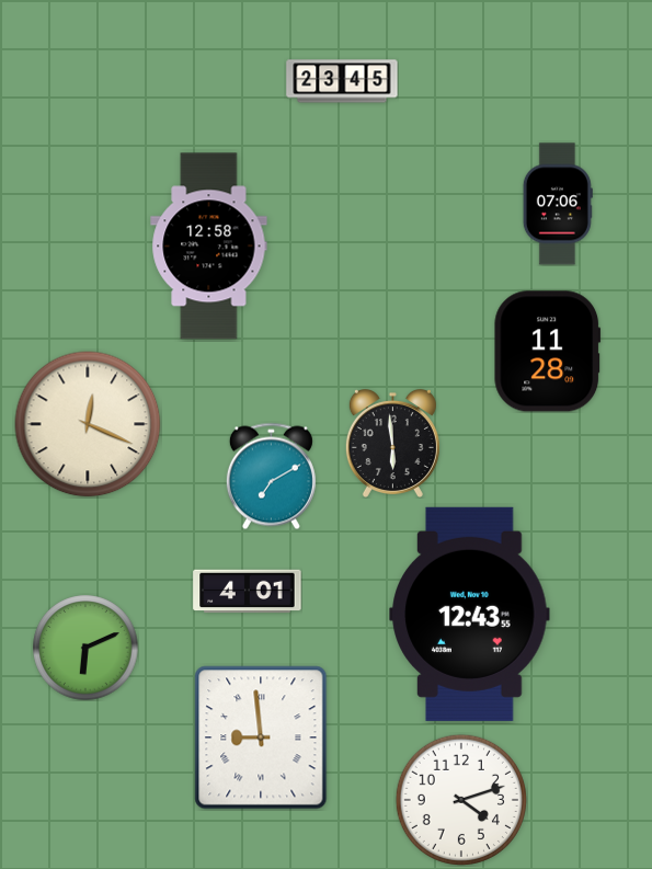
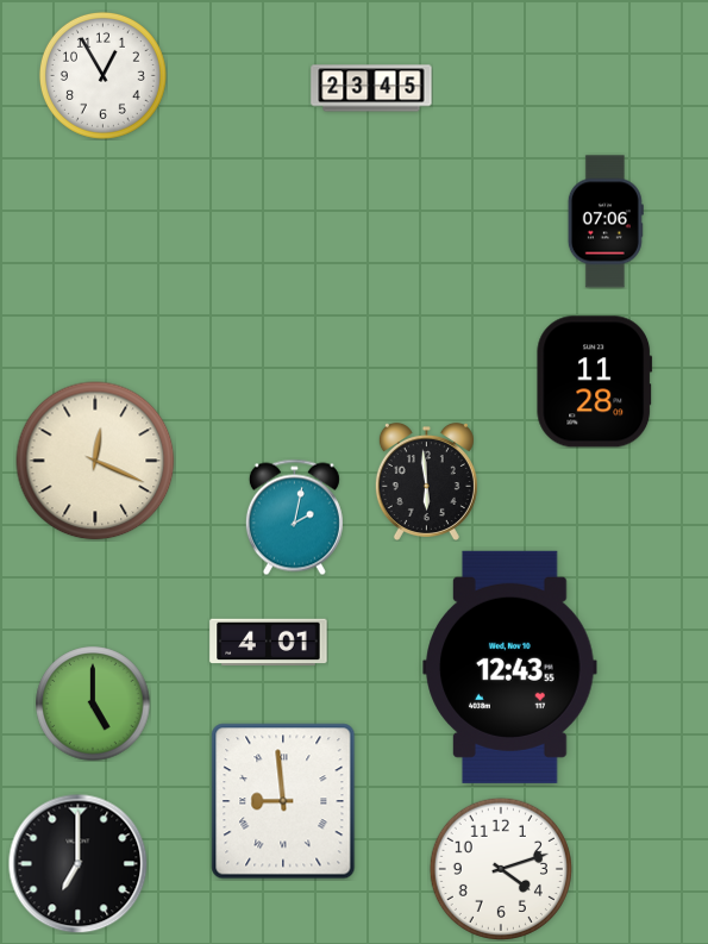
clock at (102, 75): none -> 12:55
clock at (209, 247): 12:58 -> none
clock at (271, 476): 7:10 -> 2:02
clock at (85, 648): 6:11 -> 5:00
clock at (77, 863): none -> 7:00
